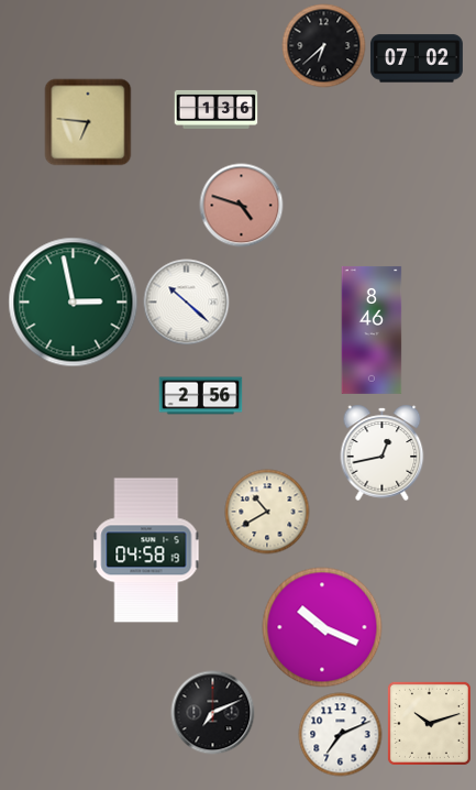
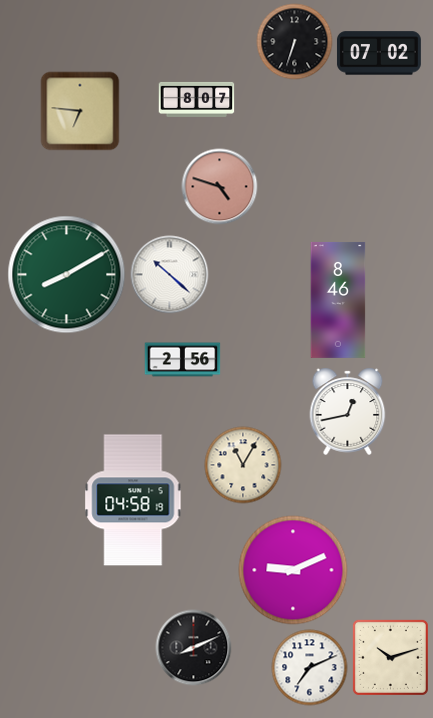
clock at (324, 46): 6:38 -> 6:33
clock at (217, 109): 1:36 -> 8:07
clock at (74, 303): 2:58 -> 8:10
clock at (267, 512): 10:40 -> 11:05
clock at (322, 627): 10:19 -> 9:11
clock at (213, 713): 7:11 -> 8:11
